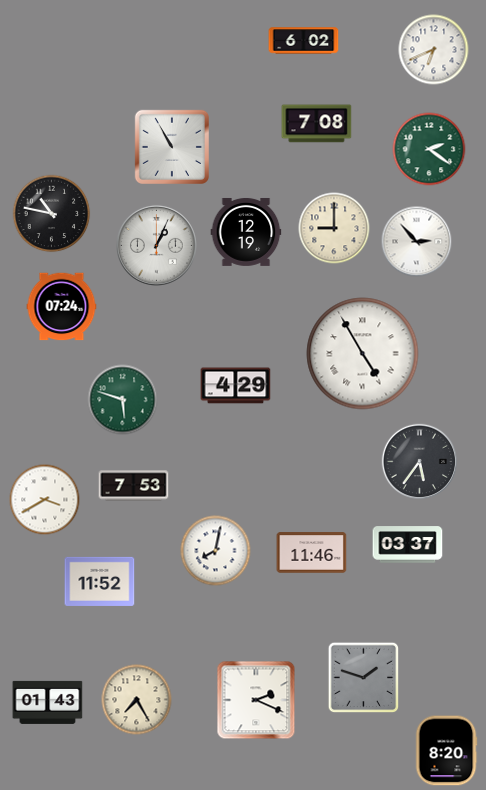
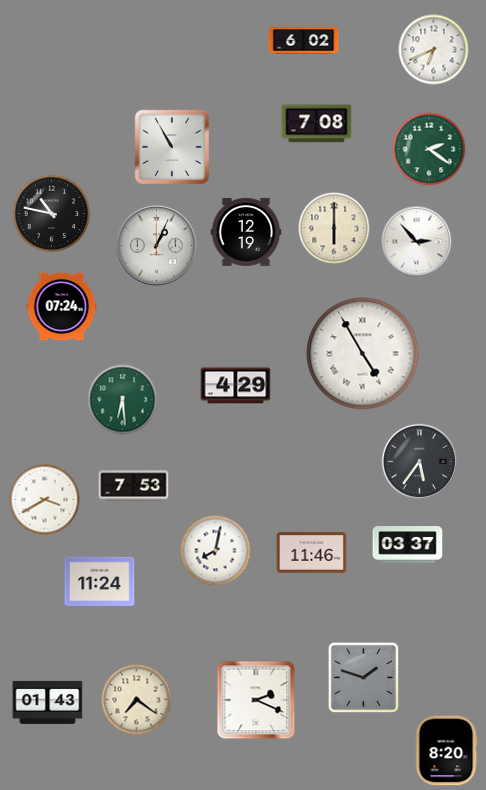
clock at (334, 228): 9:00 -> 6:00
clock at (123, 400): 5:48 -> 6:29
clock at (100, 581): 11:52 -> 11:24
clock at (137, 700): 7:25 -> 7:21
